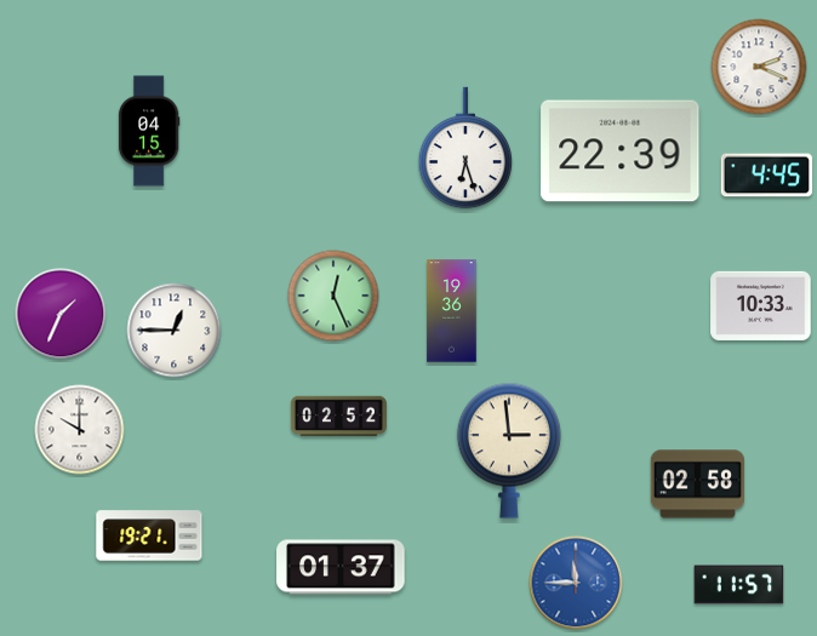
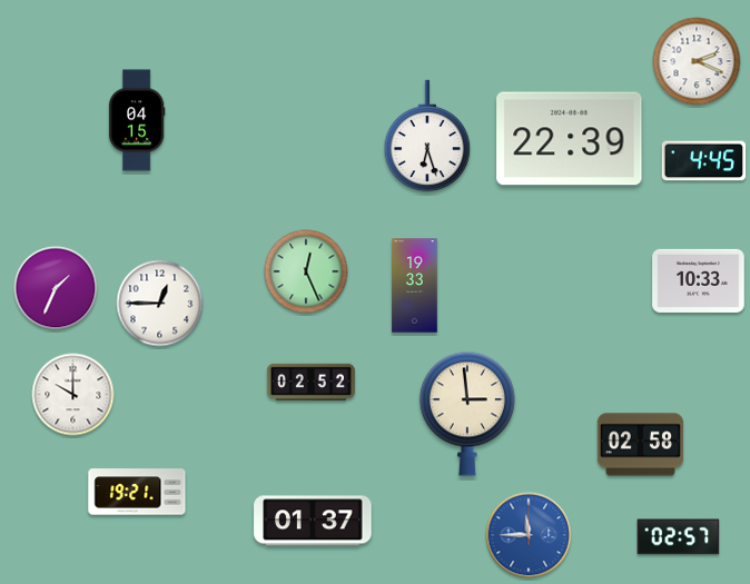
clock at (452, 311): 19:36 -> 19:33
clock at (739, 585): 11:57 -> 02:57
